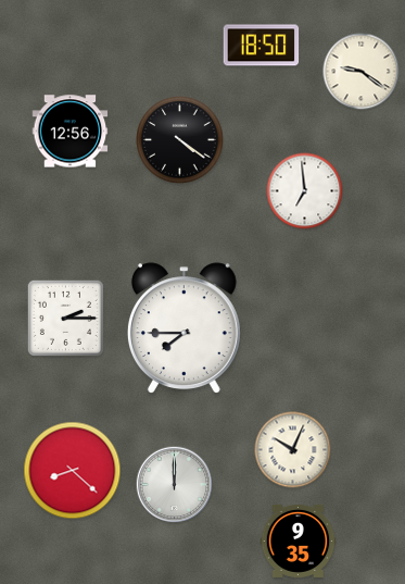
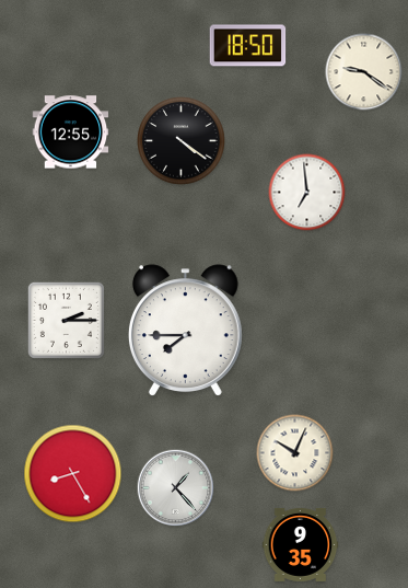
clock at (262, 46) position: (262, 46) -> (248, 46)
clock at (71, 132): 12:56 -> 12:55
clock at (73, 471): 8:22 -> 8:25
clock at (175, 485): 12:00 -> 1:23
